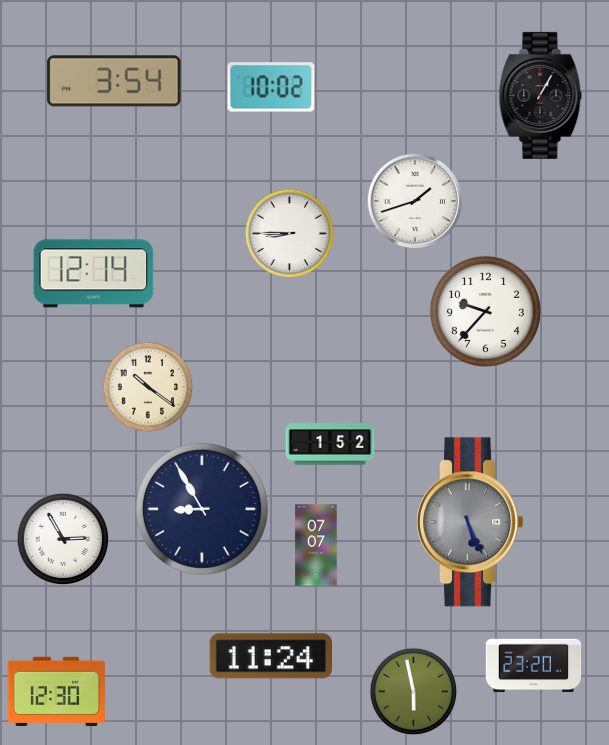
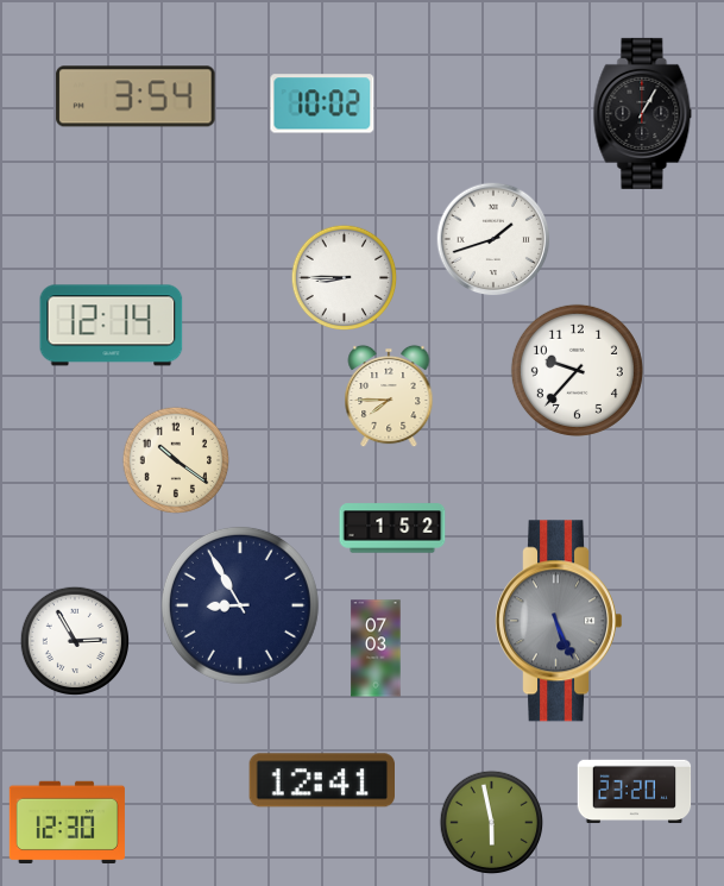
clock at (389, 396): none -> 7:45
clock at (316, 545): 07:07 -> 07:03
clock at (270, 656): 11:24 -> 12:41
